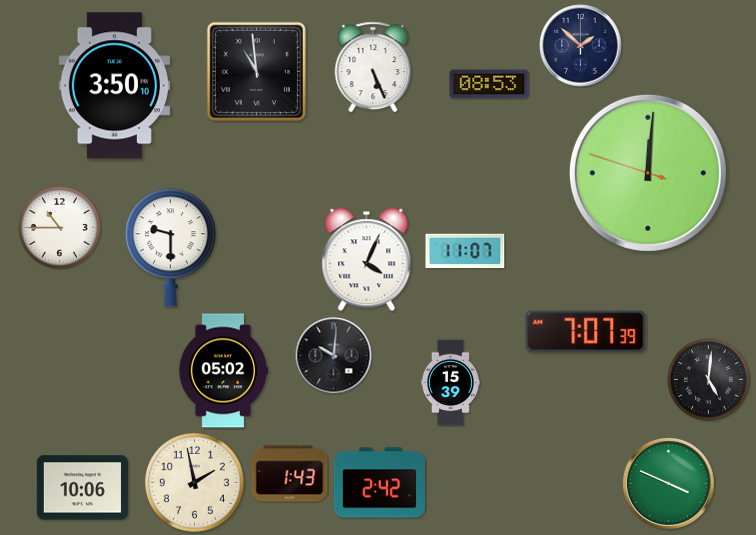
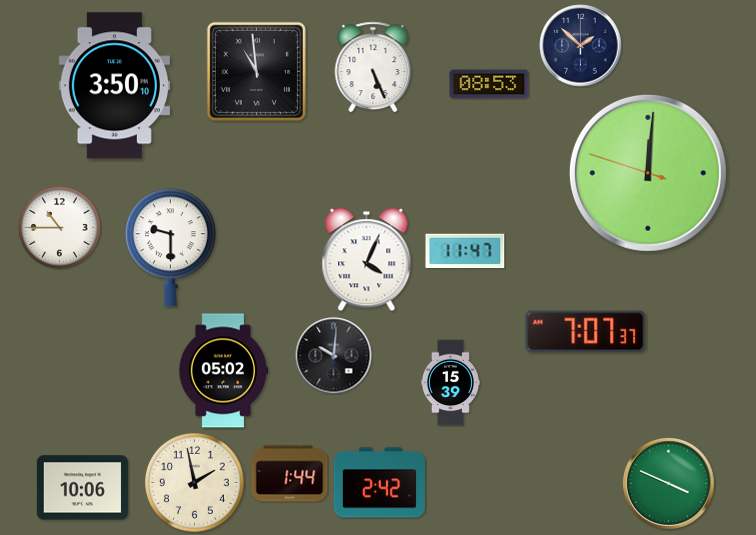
clock at (465, 251): 11:07 -> 11:47
clock at (586, 331): 7:07:39 -> 7:07:37
clock at (709, 380): 5:01 -> none
clock at (290, 474): 1:43 -> 1:44
